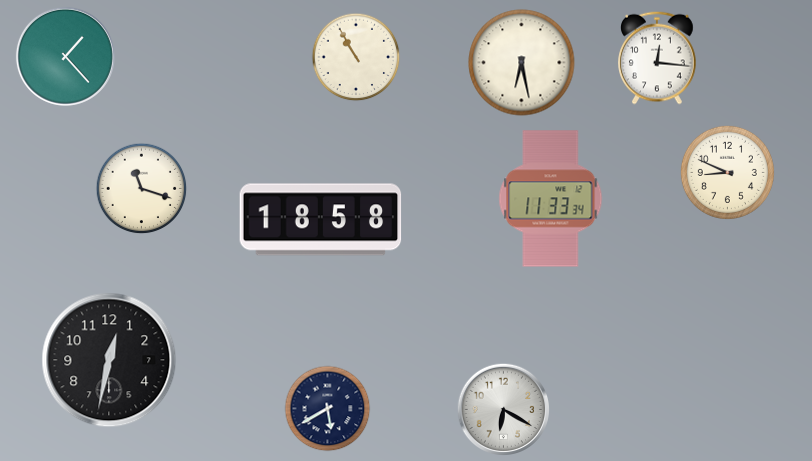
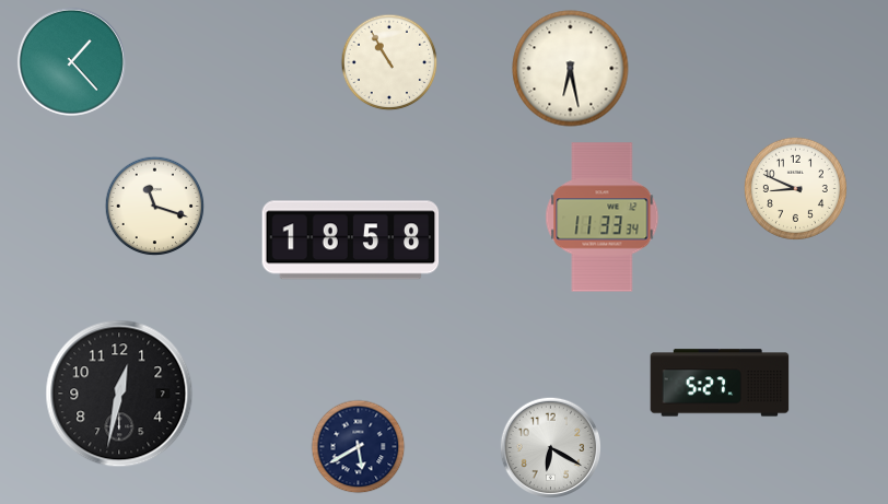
clock at (658, 58): 12:16 -> none
clock at (720, 383): none -> 5:27
